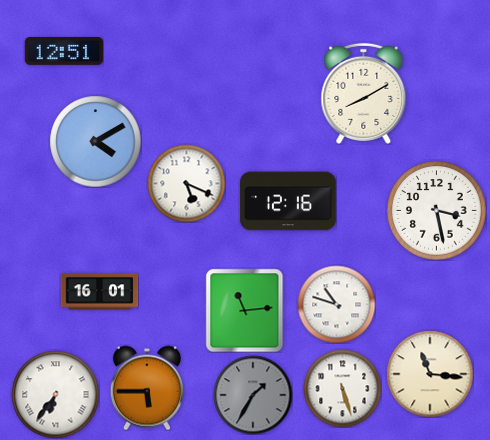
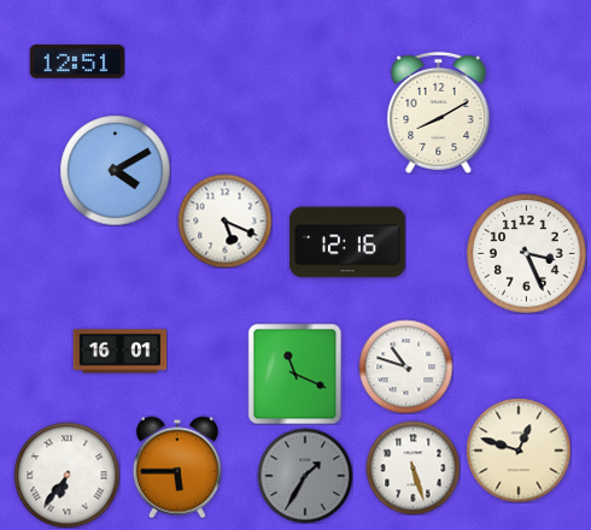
clock at (437, 211): 3:28 -> 3:26
clock at (245, 310): 11:14 -> 11:19
clock at (430, 374): 11:16 -> 12:48
